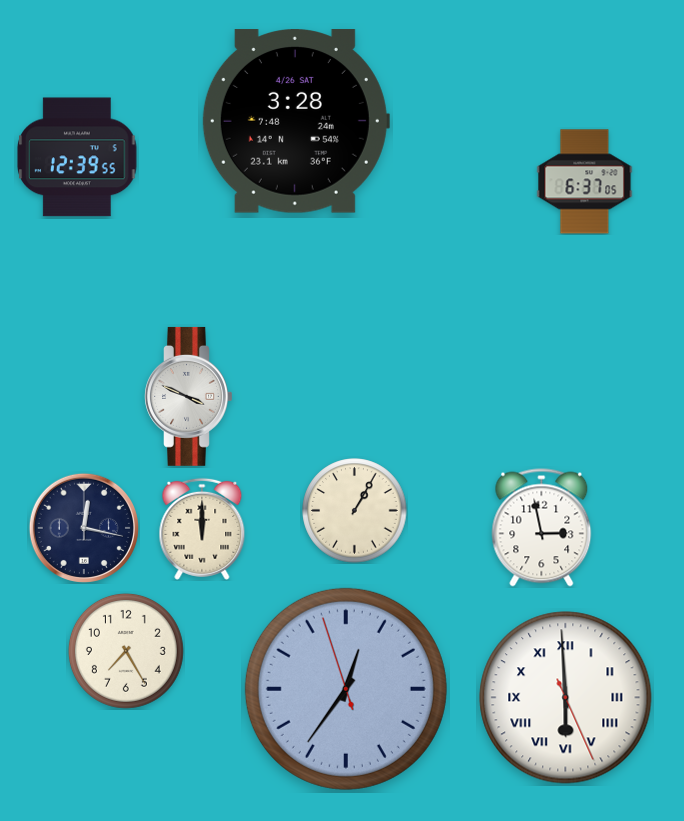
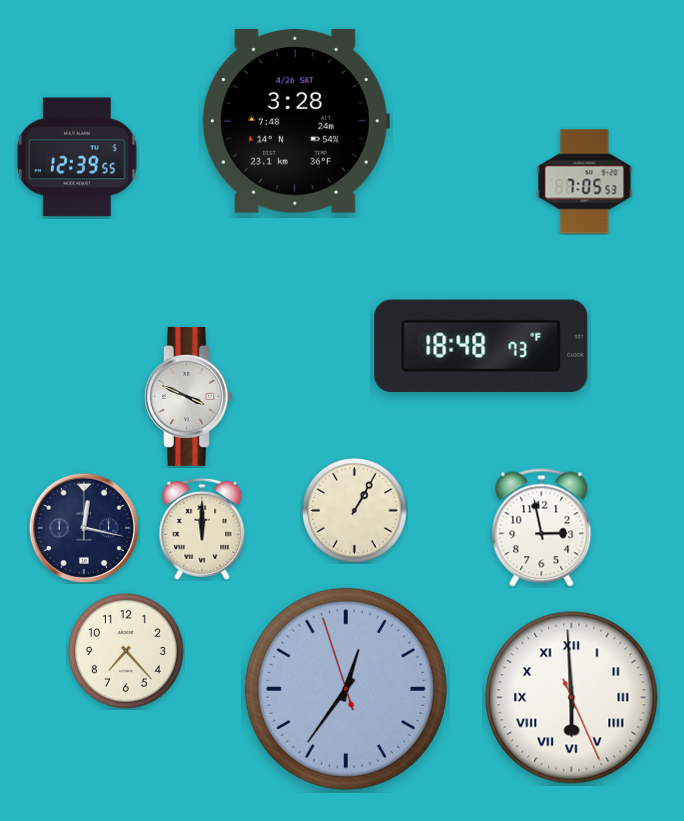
clock at (585, 182): 6:37 -> 7:05
clock at (481, 346): none -> 18:48
clock at (126, 651): 7:25 -> 7:23
clock at (566, 698) position: (566, 698) -> (572, 698)
